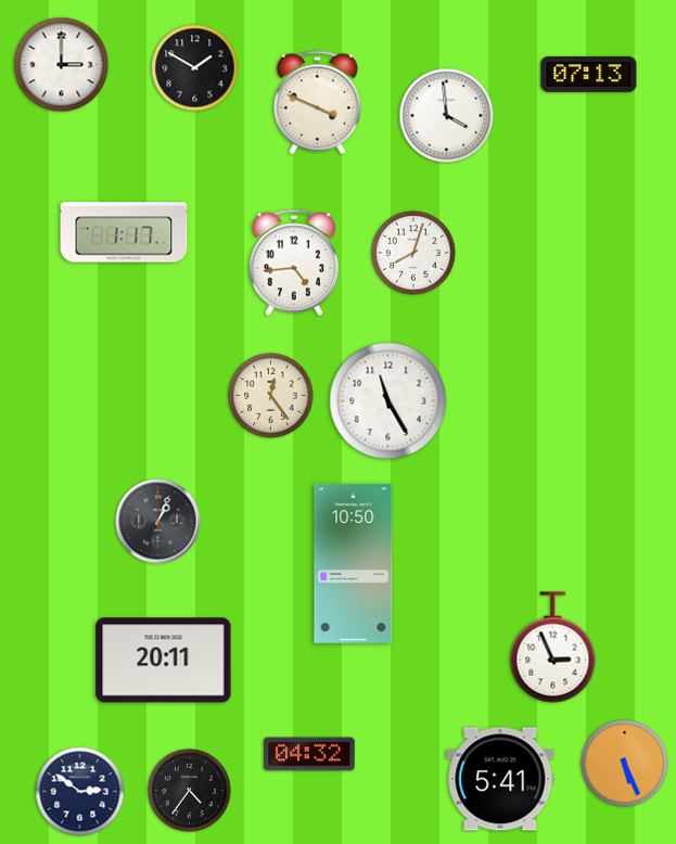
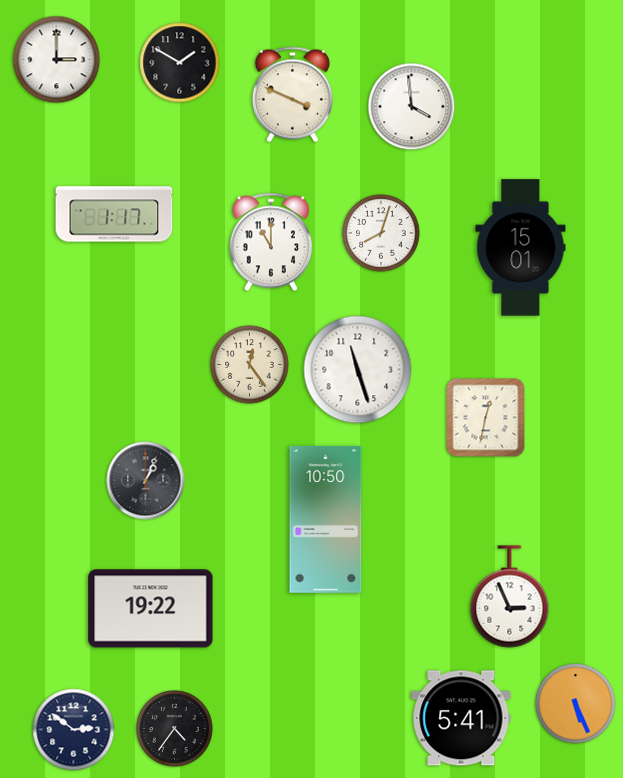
clock at (589, 74): 07:13 -> none
clock at (294, 263): 4:44 -> 11:00
clock at (521, 248): none -> 15:01
clock at (388, 401): 11:25 -> 11:27
clock at (486, 418): none -> 12:32
clock at (164, 661): 20:11 -> 19:22
clock at (310, 754): 04:32 -> none
